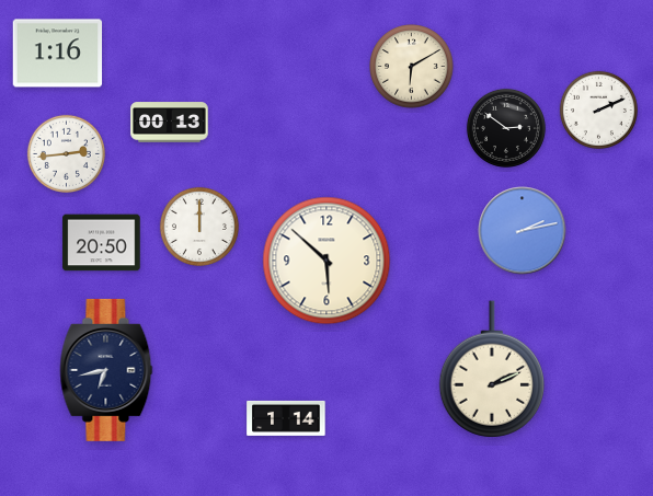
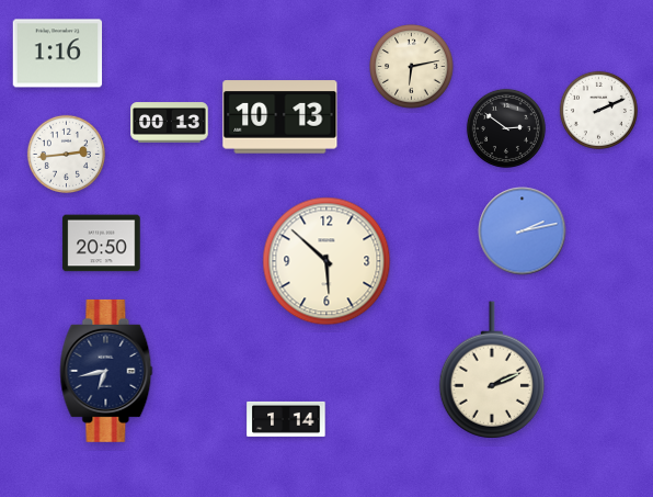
clock at (412, 67): 6:10 -> 6:13
clock at (280, 117): none -> 10:13
clock at (199, 227): 12:00 -> none
